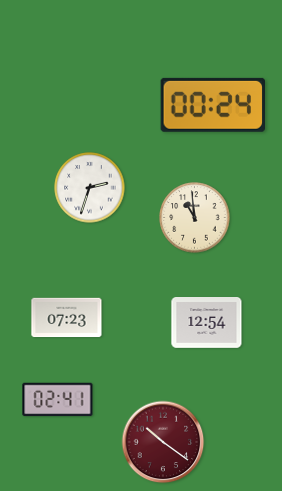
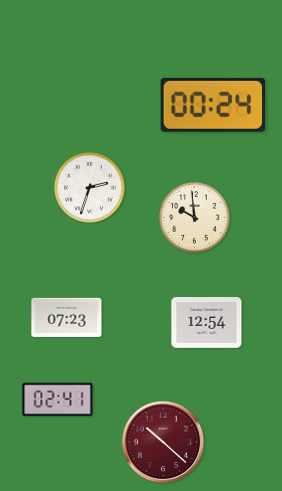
clock at (195, 218): 10:59 -> 9:59
clock at (163, 442): 10:21 -> 10:22
